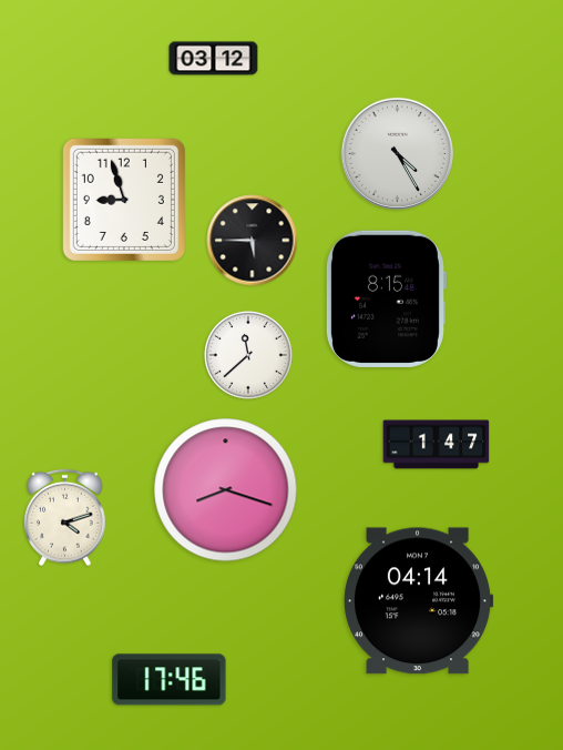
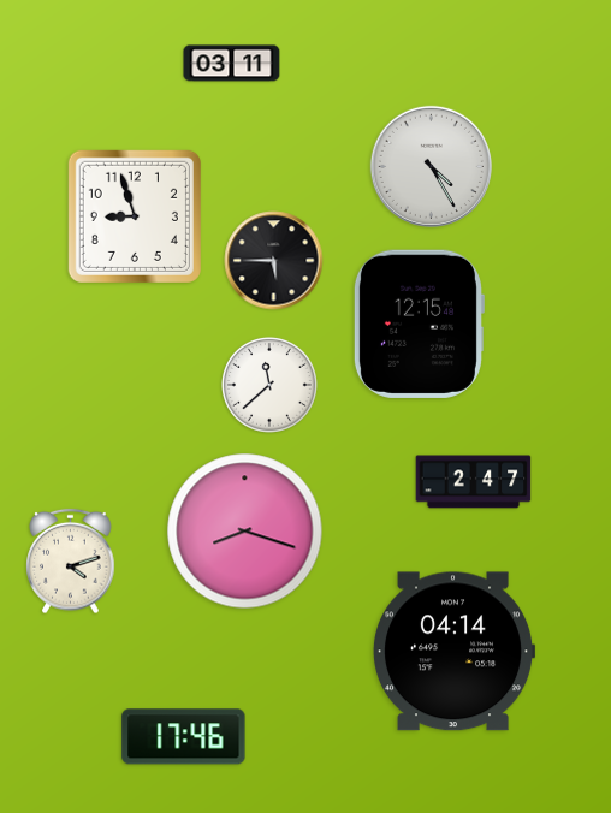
clock at (214, 59): 03:12 -> 03:11
clock at (386, 298): 8:15 -> 12:15
clock at (437, 445): 1:47 -> 2:47
